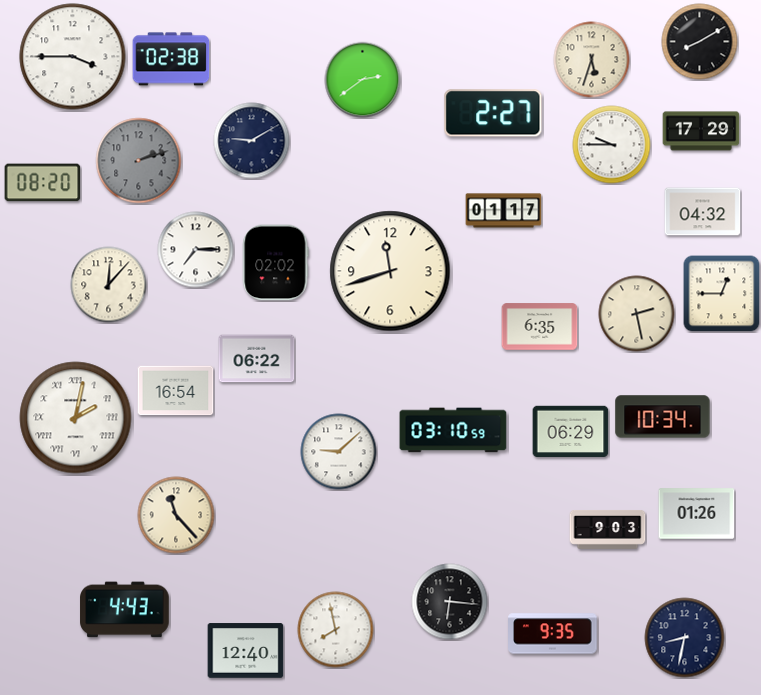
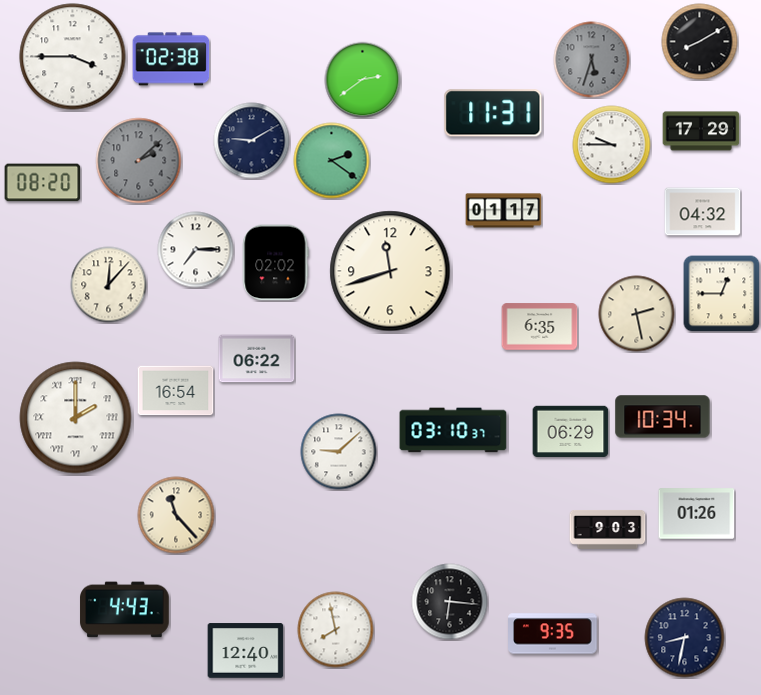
clock at (592, 60) dial: cream -> grey
clock at (493, 113): 2:27 -> 11:31
clock at (139, 161): 2:12 -> 2:08
clock at (332, 161): none -> 2:21
clock at (76, 418): 2:02 -> 2:00
clock at (453, 430): 03:10:59 -> 03:10:37
